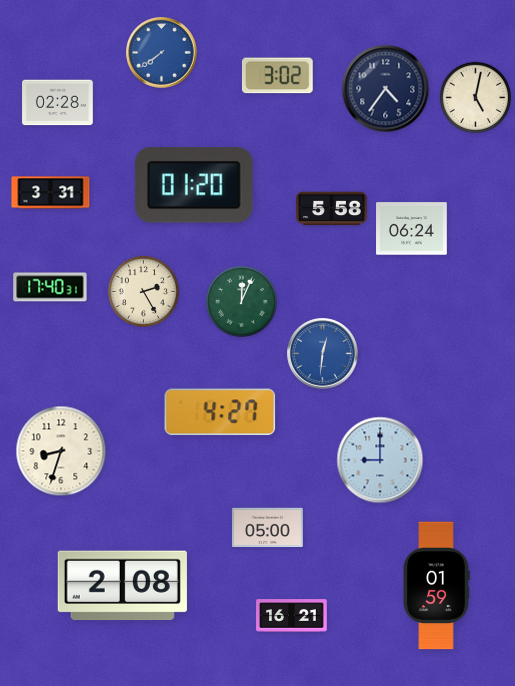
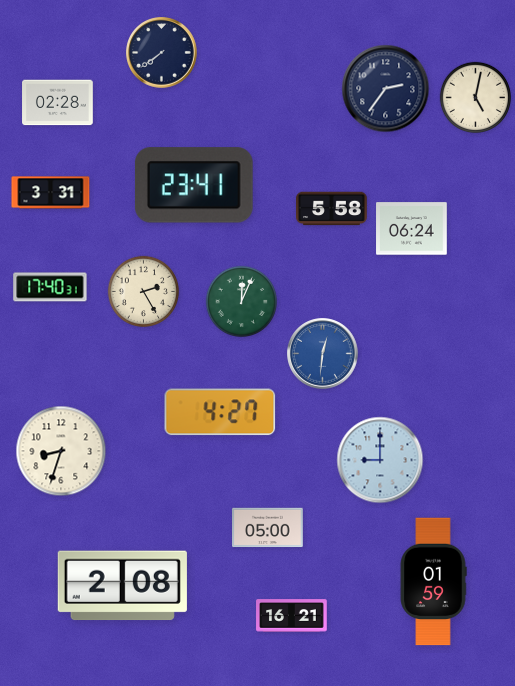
clock at (162, 53) dial: blue -> navy
clock at (277, 76): 3:02 -> none
clock at (386, 89): 4:36 -> 2:36
clock at (194, 185): 01:20 -> 23:41
clock at (436, 586) position: (436, 586) -> (433, 582)
